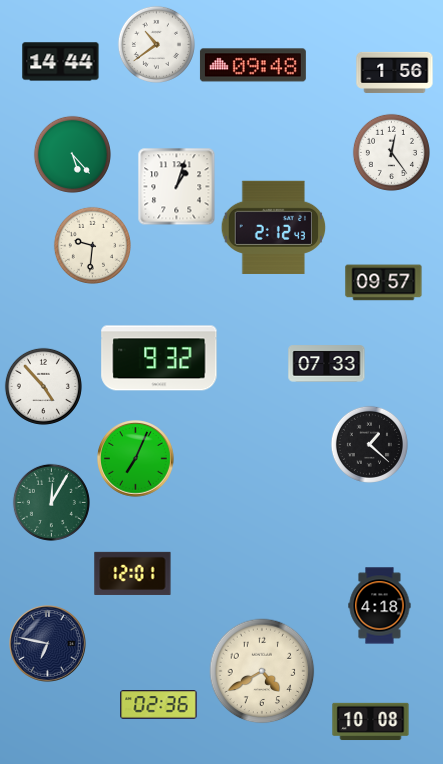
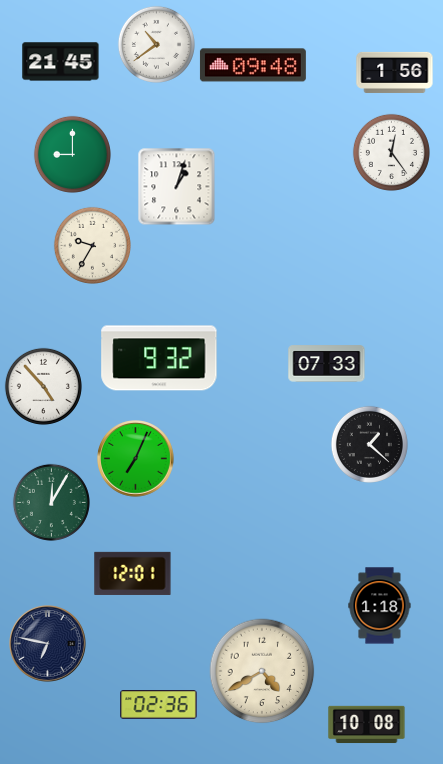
clock at (61, 62): 14:44 -> 21:45
clock at (72, 154): 5:23 -> 9:00
clock at (274, 227): 2:12 -> none
clock at (92, 245): 9:31 -> 9:35
clock at (384, 283): 09:57 -> none
clock at (380, 606): 4:18 -> 1:18
clock at (371, 722) position: (371, 722) -> (367, 725)
